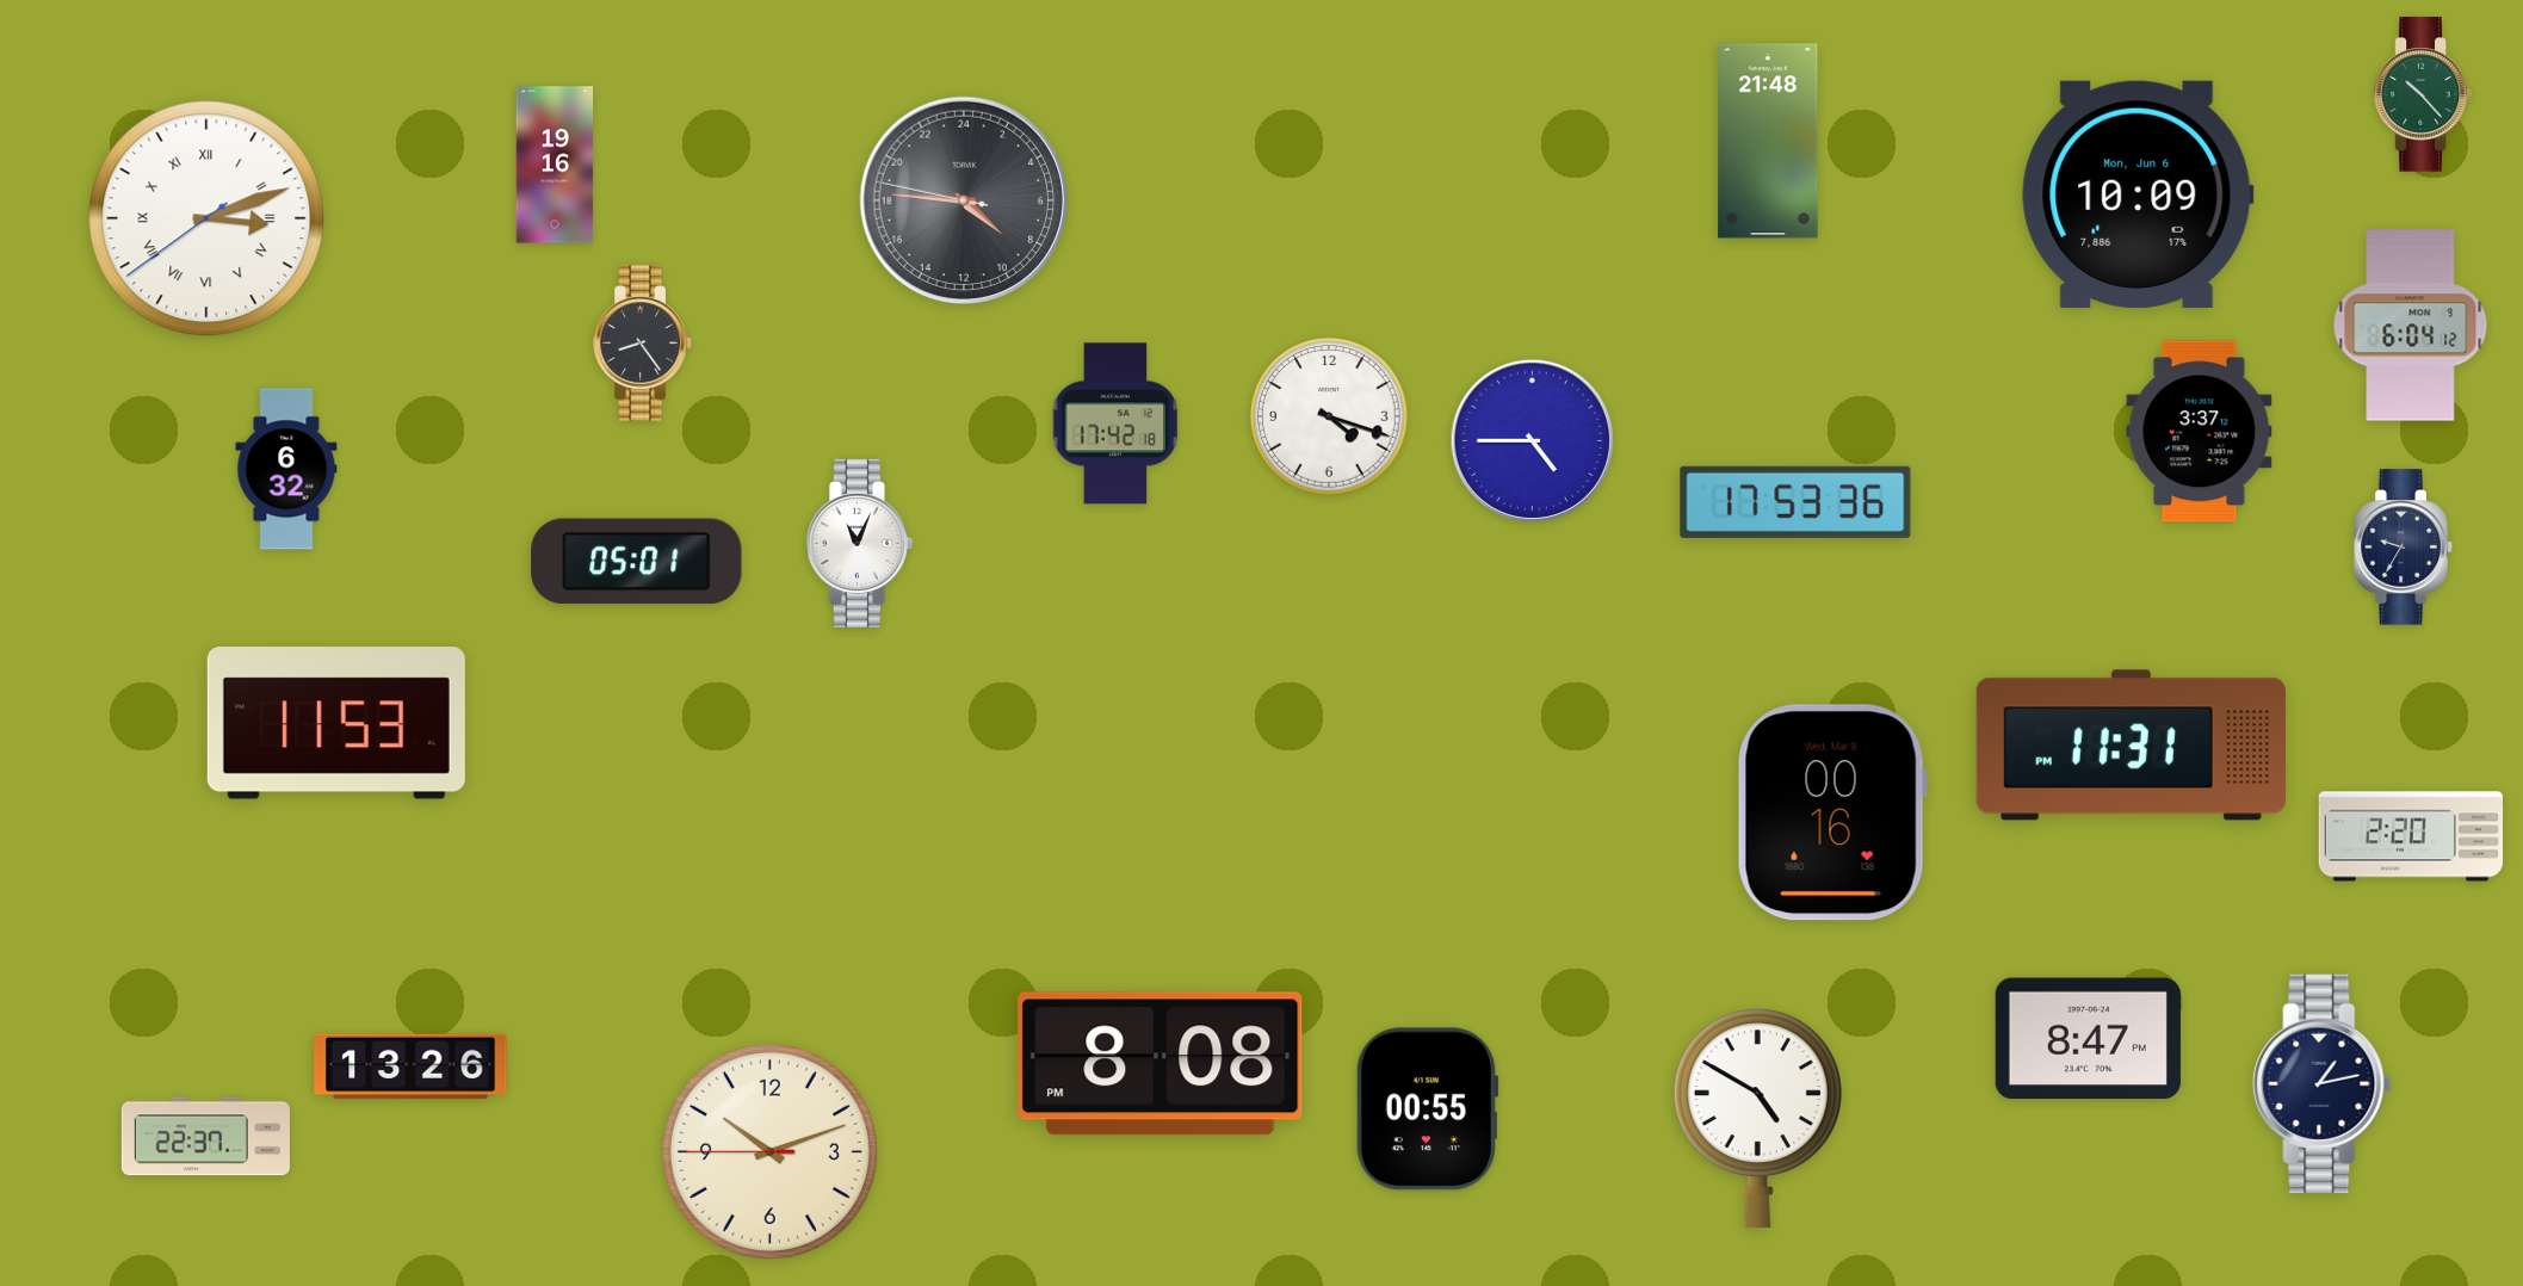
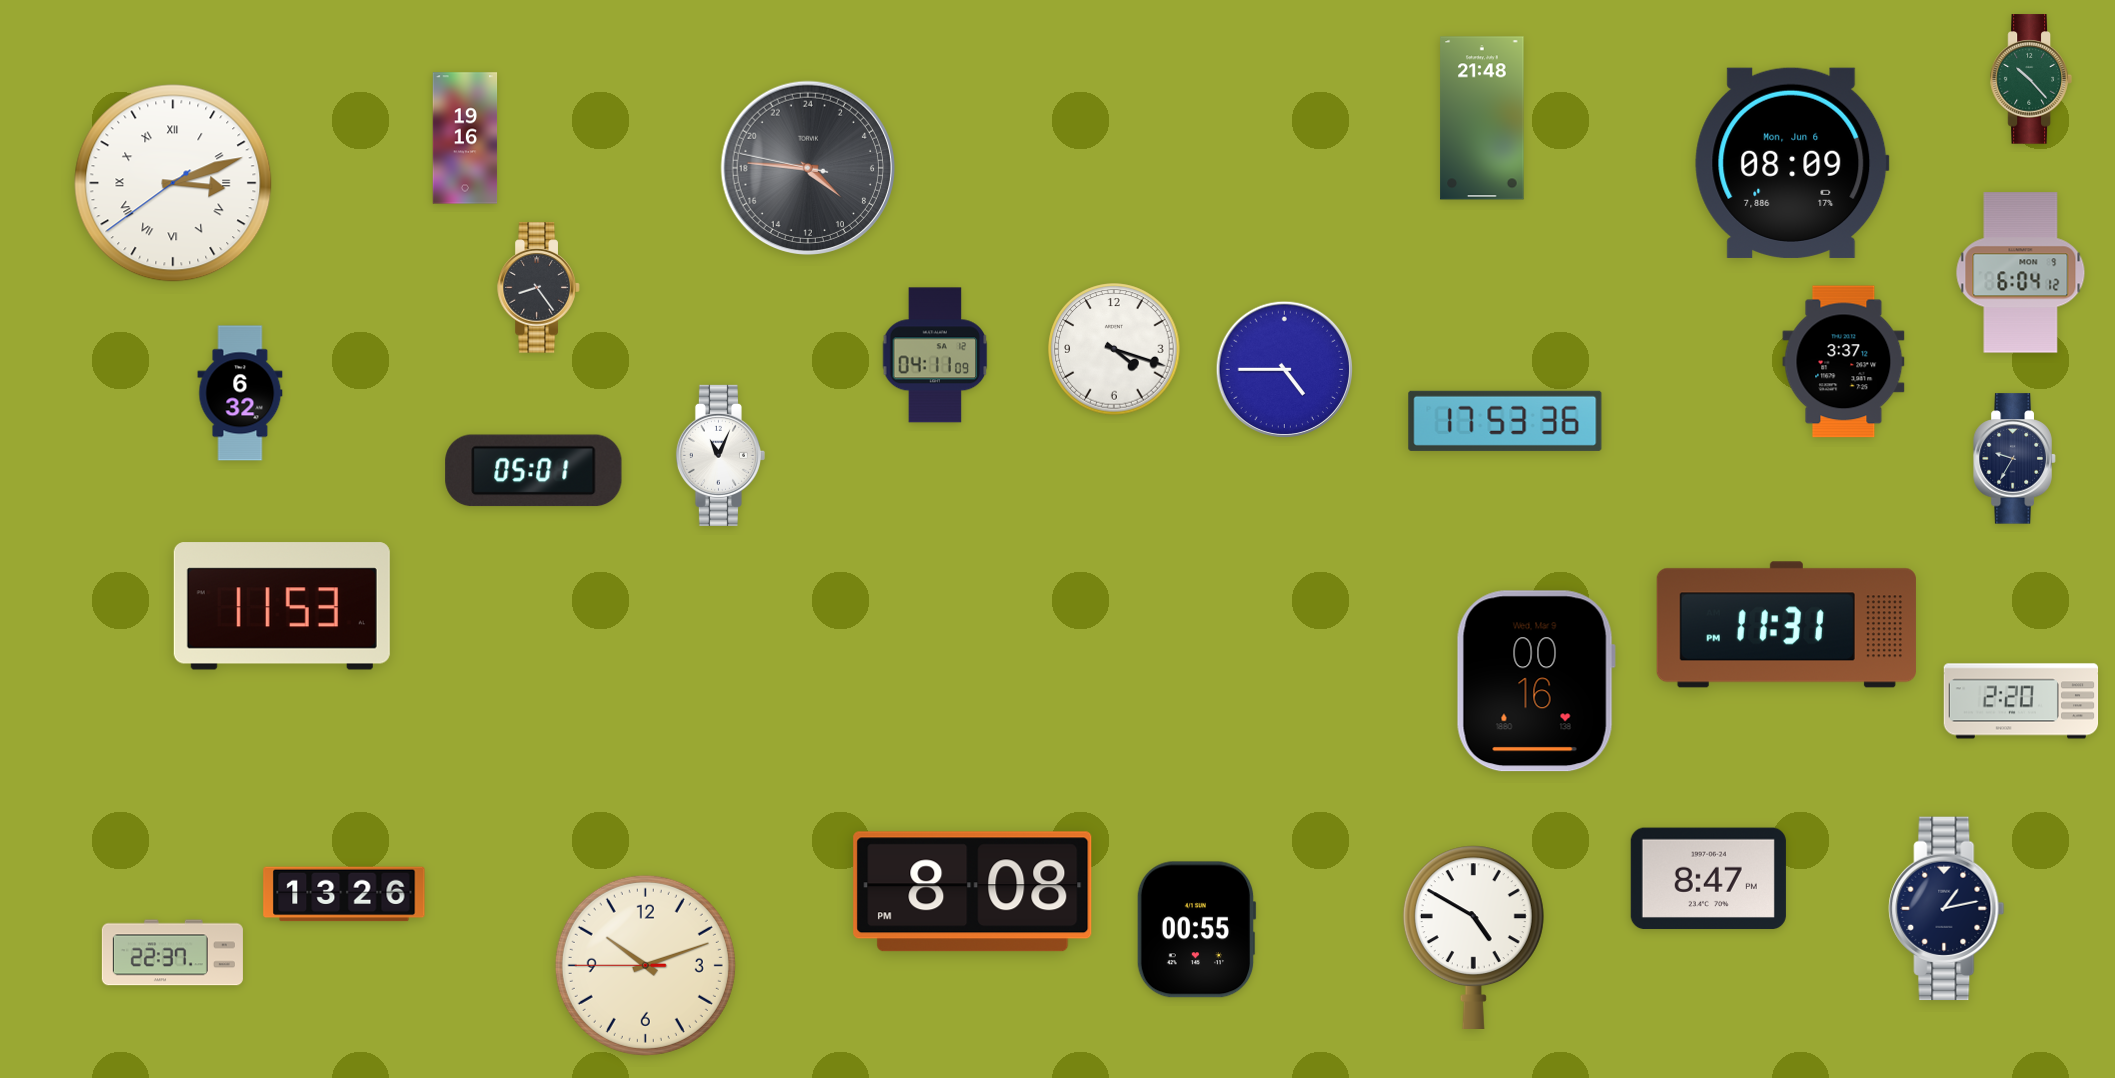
clock at (2138, 194): 10:09 -> 08:09
clock at (1115, 423): 17:42 -> 04:11
clock at (2088, 1039) position: (2088, 1039) -> (1708, 879)
